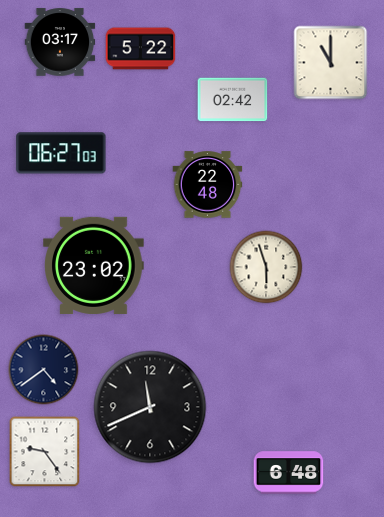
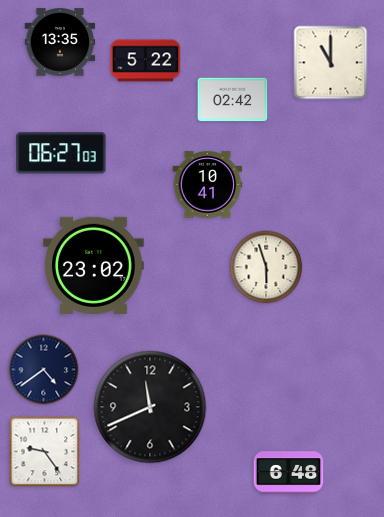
clock at (60, 42): 03:17 -> 13:35
clock at (141, 49) position: (141, 49) -> (146, 61)
clock at (208, 185): 22:48 -> 10:41
